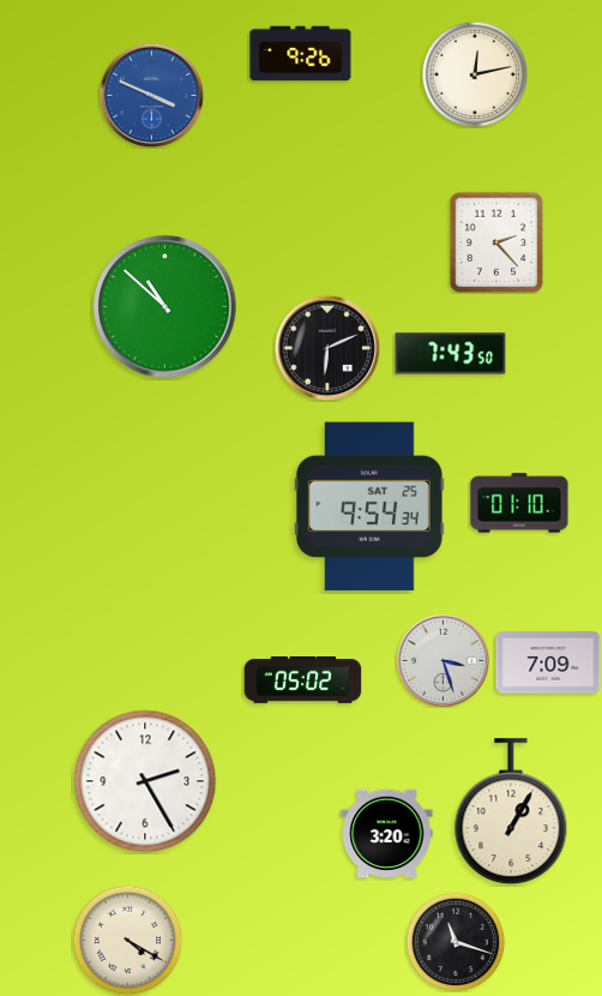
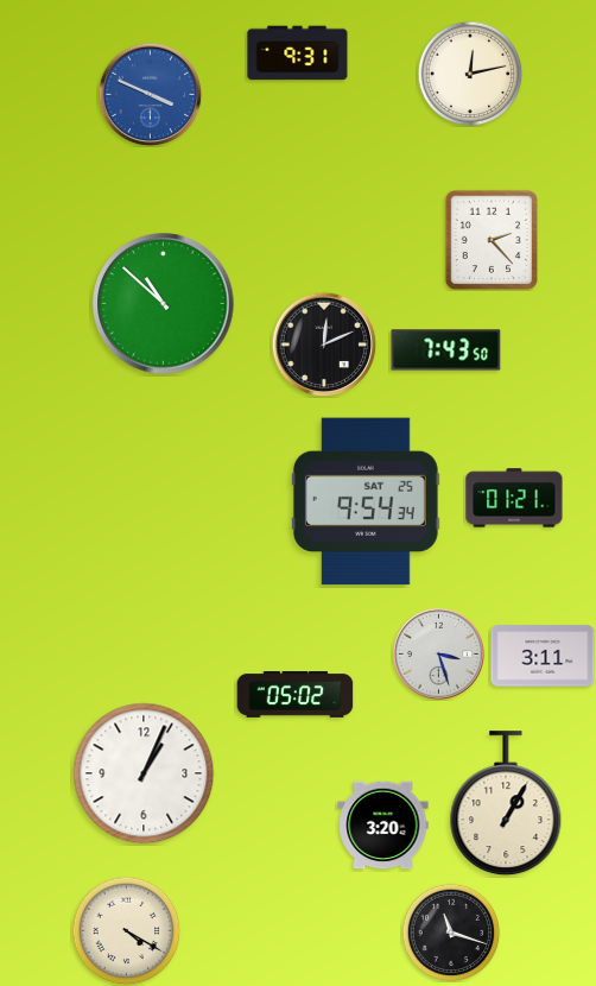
clock at (301, 54): 9:26 -> 9:31
clock at (327, 348): 6:11 -> 12:11
clock at (519, 503): 01:10 -> 01:21
clock at (548, 662): 7:09 -> 3:11
clock at (303, 680) position: (303, 680) -> (296, 695)
clock at (145, 781): 2:25 -> 1:04
